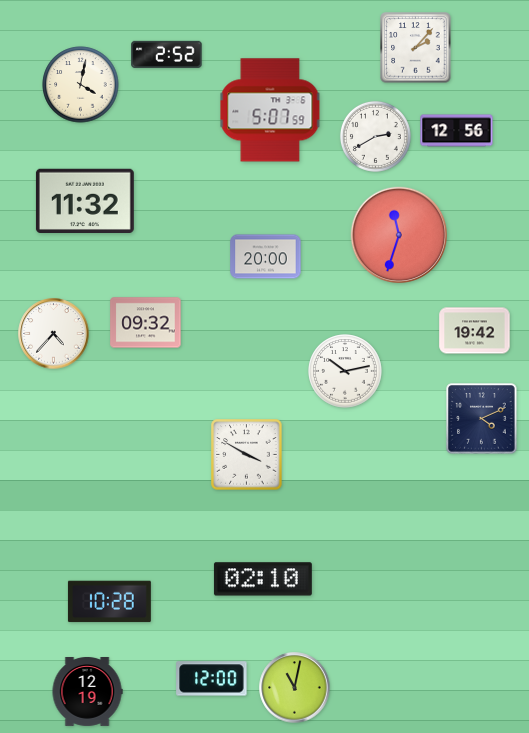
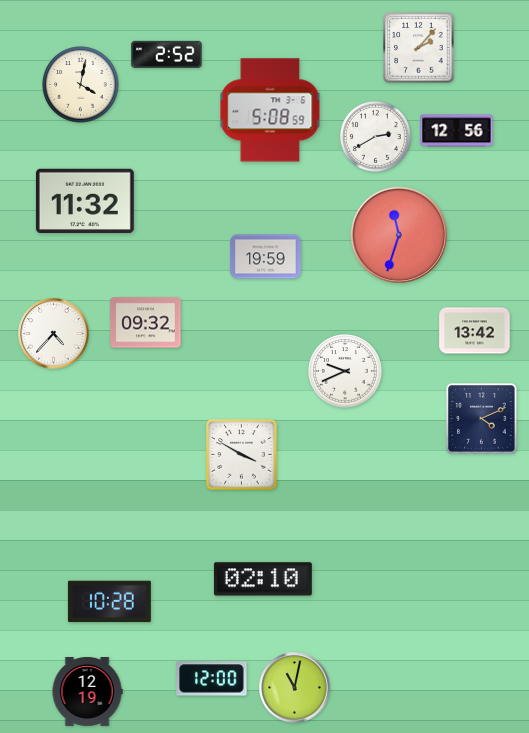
clock at (416, 48) position: (416, 48) -> (419, 48)
clock at (270, 110): 5:07 -> 5:08
clock at (266, 257): 20:00 -> 19:59
clock at (475, 331): 19:42 -> 13:42
clock at (345, 371): 10:13 -> 9:41
clock at (247, 455) position: (247, 455) -> (242, 455)
